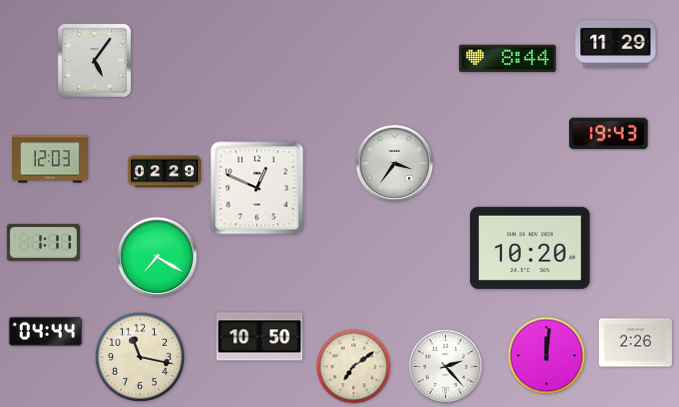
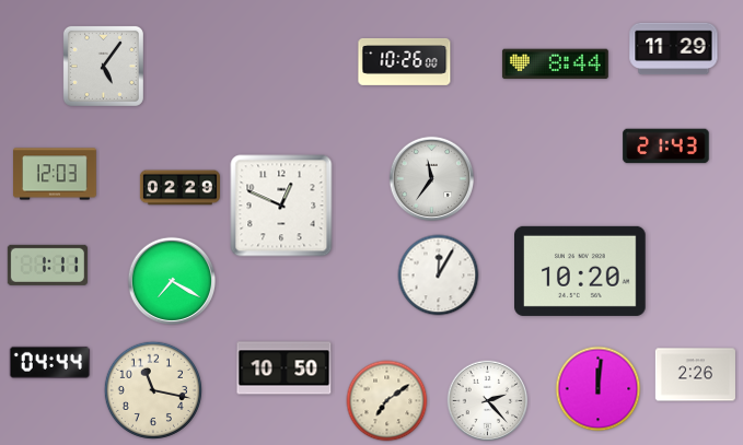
clock at (405, 61): none -> 10:26
clock at (609, 134): 19:43 -> 21:43
clock at (395, 164): 3:36 -> 11:36
clock at (439, 276): none -> 12:05
